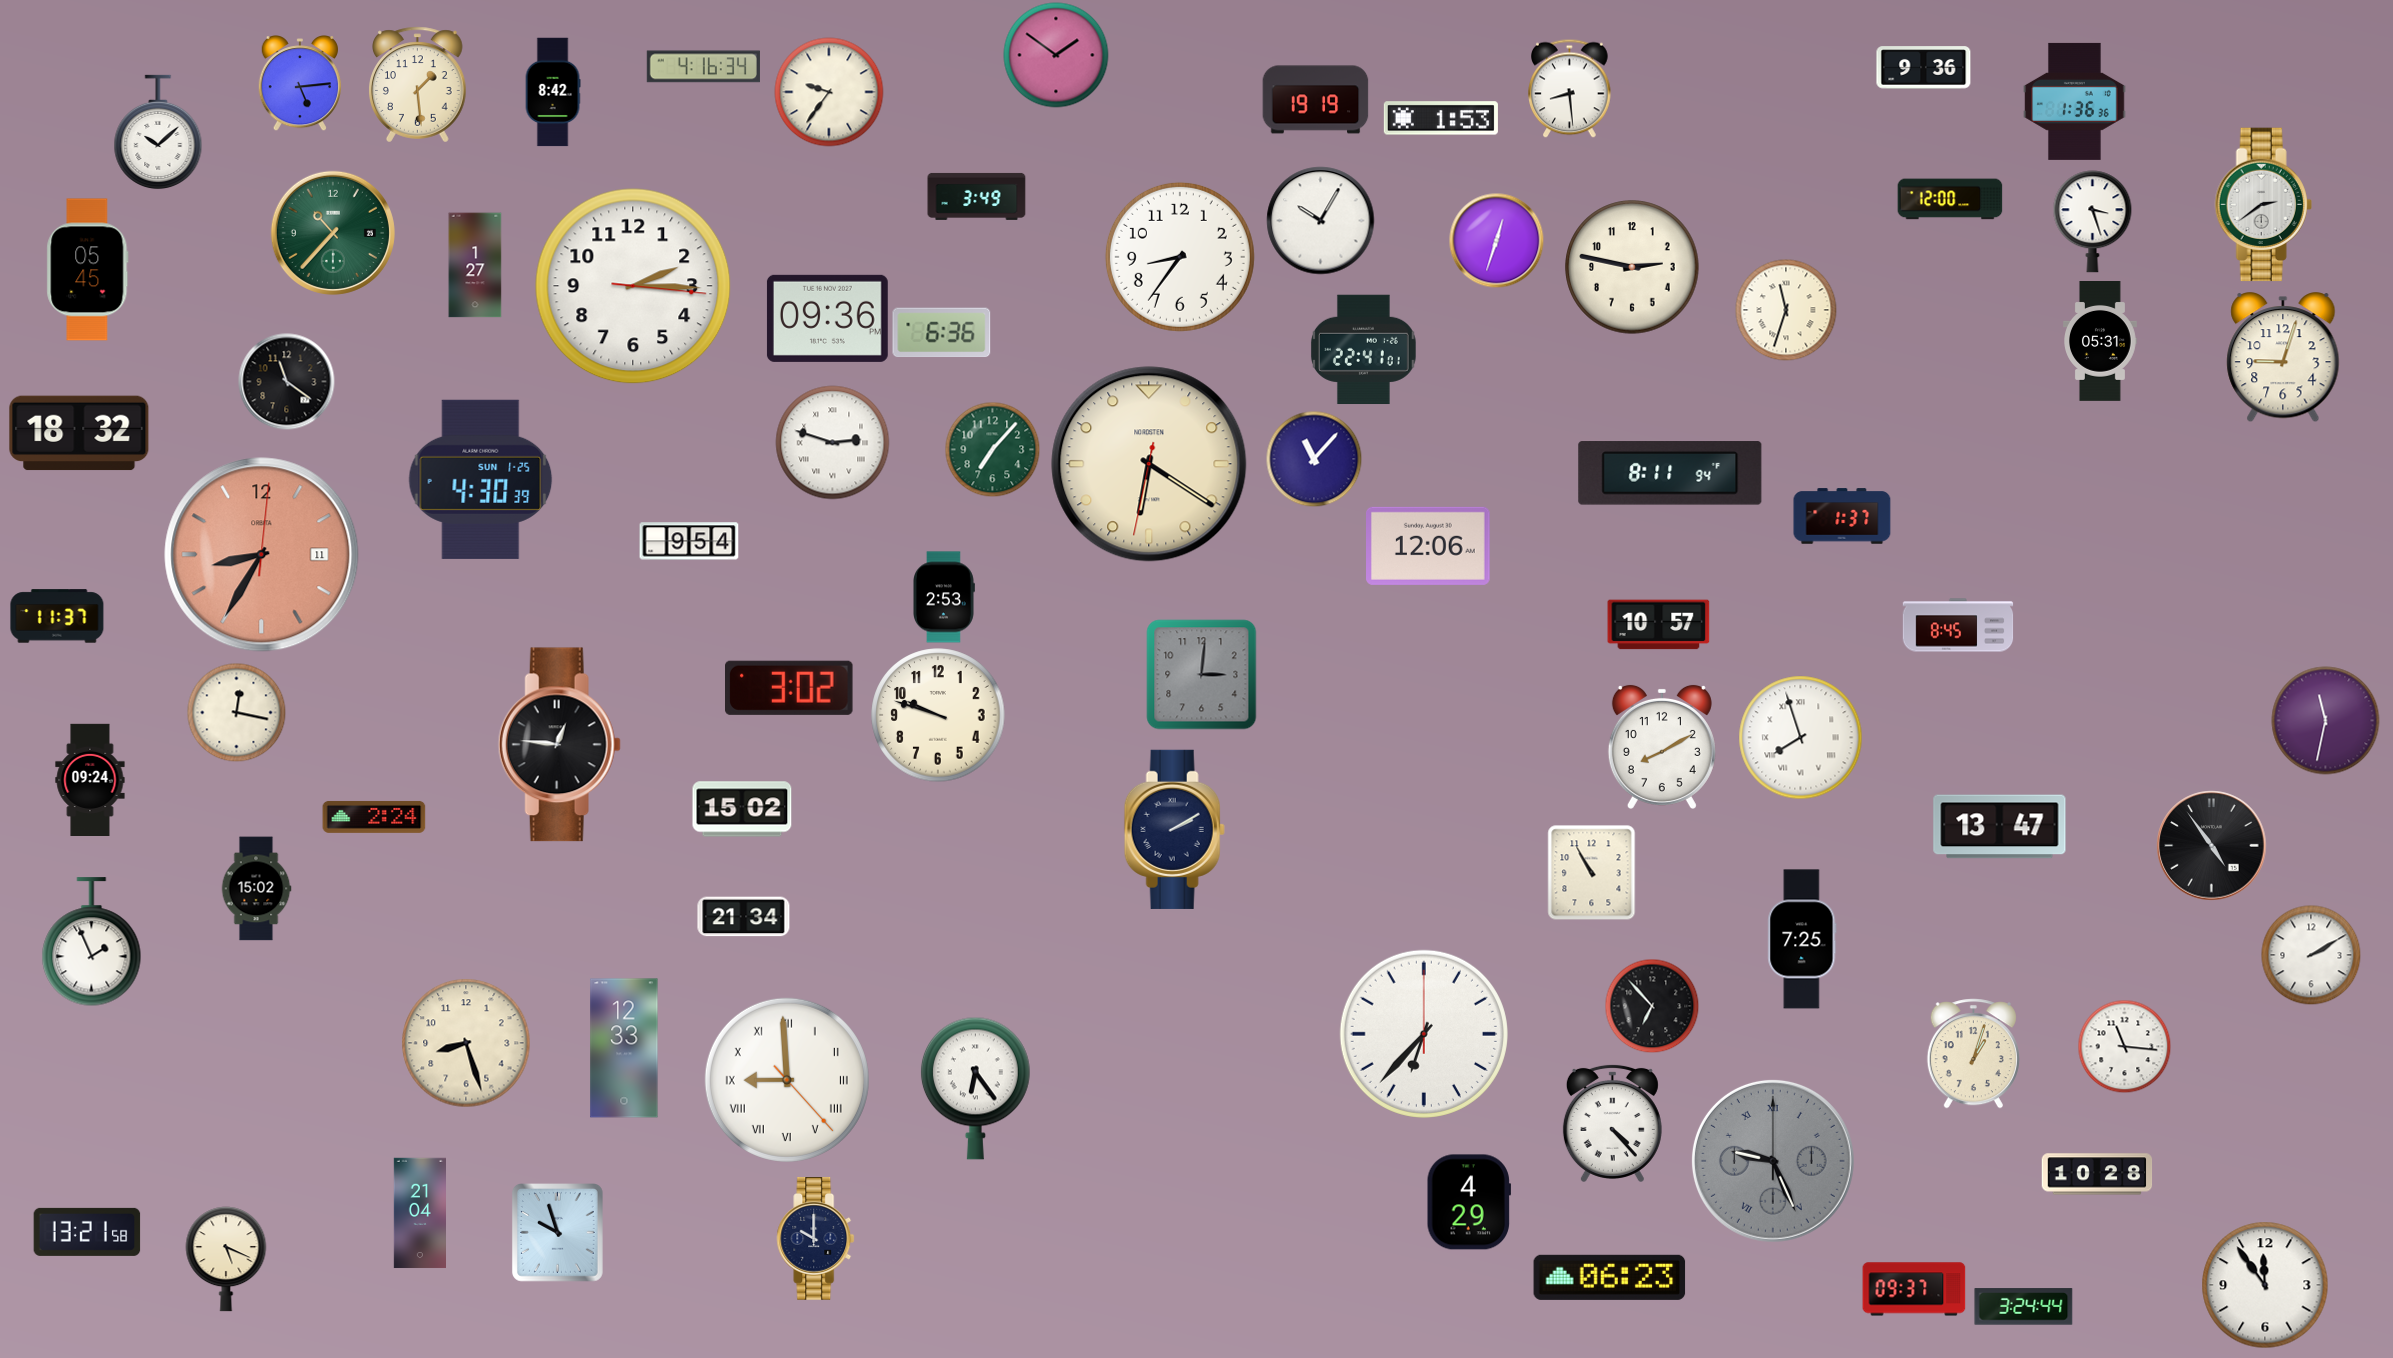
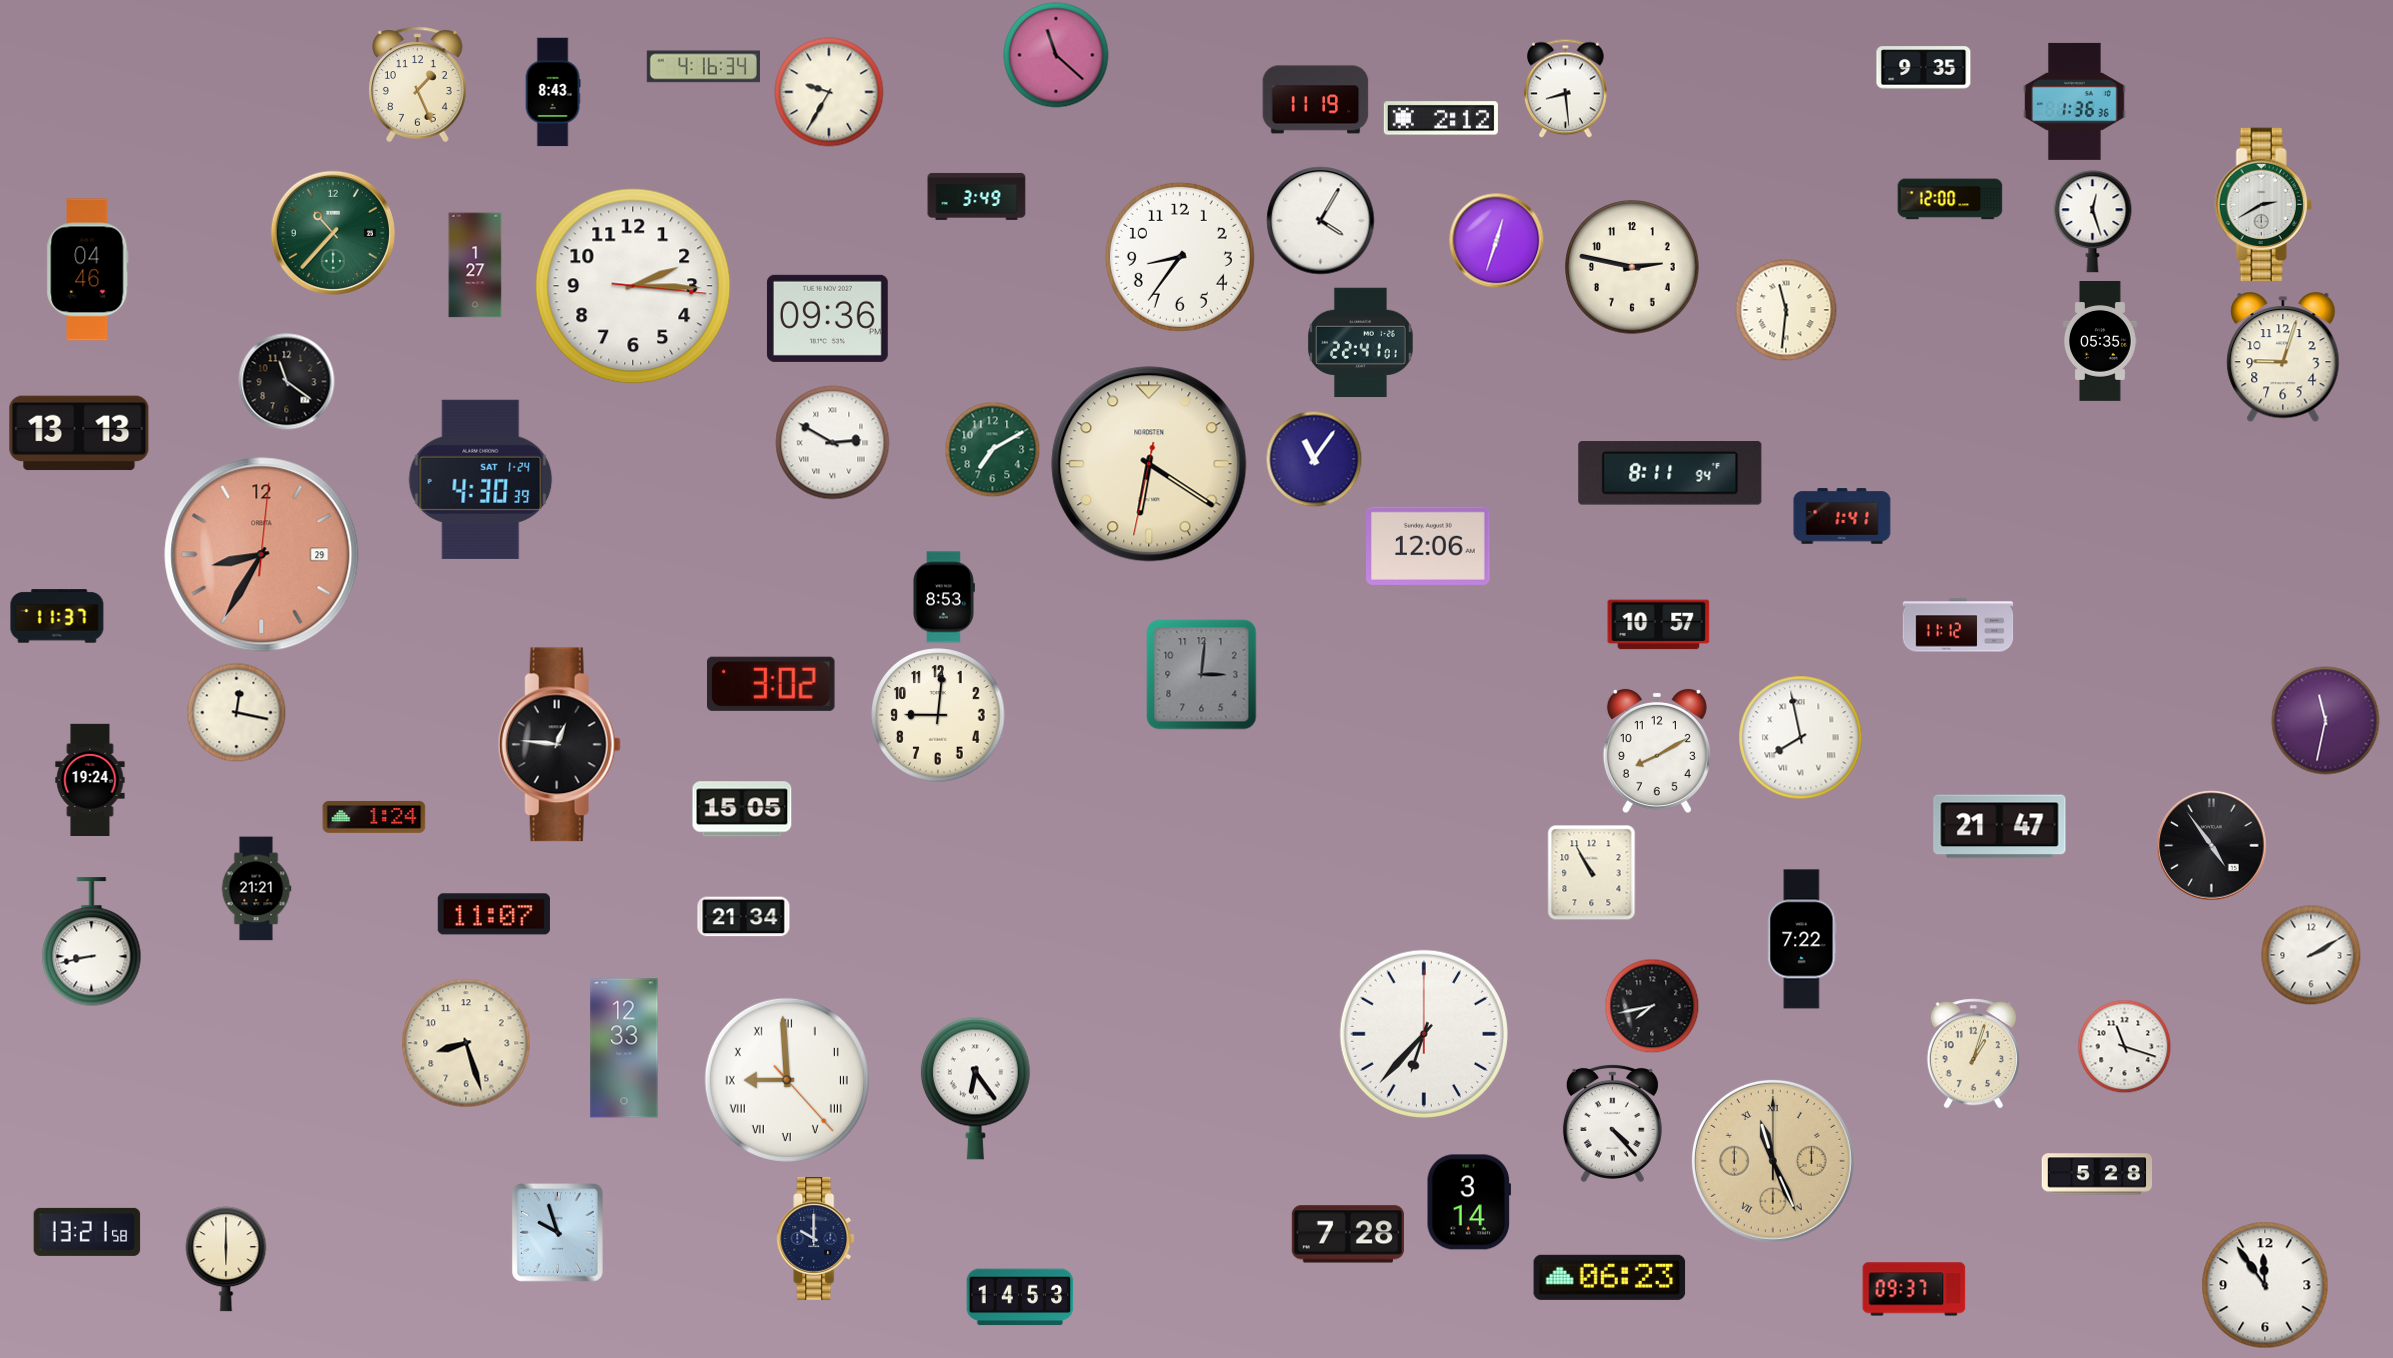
clock at (1056, 55): 1:51 -> 11:22
clock at (1924, 68): 9:36 -> 9:35
clock at (300, 84): 5:14 -> none
clock at (418, 85): 1:29 -> 1:26
clock at (1570, 88) position: (1570, 88) -> (1566, 88)
clock at (553, 92): 8:42 -> 8:43
clock at (829, 92): 9:36 -> 9:35
clock at (1316, 100): 19:19 -> 11:19
clock at (1441, 118): 1:53 -> 2:12
clock at (158, 132): 10:08 -> none
clock at (2263, 205): 2:39 -> 2:40
clock at (1321, 221): 10:05 -> 4:05
clock at (2093, 222): 3:27 -> 12:27
clock at (88, 270): 05:45 -> 04:46
clock at (1786, 310): 11:33 -> 11:31
clock at (942, 333): 6:36 -> none
clock at (2101, 342): 05:31 -> 05:35
clock at (1363, 350) position: (1363, 350) -> (1360, 343)
clock at (79, 433): 18:32 -> 13:13
clock at (833, 443): 2:48 -> 2:50
clock at (992, 449): 7:07 -> 7:10
clock at (1314, 459): 11:07 -> 11:06
clock at (481, 479) date: SUN 1-25 -> SAT 1-24
clock at (1842, 516): 1:37 -> 1:41
clock at (689, 541): 9:54 -> none
clock at (262, 555) date: 11 -> 29
clock at (944, 597): 2:53 -> 8:53
clock at (1958, 625): 8:45 -> 11:12
clock at (790, 688) position: (790, 688) -> (772, 684)
clock at (938, 715): 9:48 -> 9:01
clock at (1801, 738): 7:57 -> 7:58
clock at (1662, 747) position: (1662, 747) -> (1657, 751)
clock at (90, 779): 09:24 -> 19:24
clock at (742, 809): 15:02 -> 15:05
clock at (374, 817): 2:24 -> 1:24
clock at (2000, 827): 13:47 -> 21:47
clock at (1174, 829): 2:10 -> none
clock at (256, 889): 15:02 -> 21:21
clock at (494, 914): none -> 11:07
clock at (1802, 939): 7:25 -> 7:22
clock at (92, 942): 1:56 -> 8:43
clock at (1652, 1006): 6:53 -> 7:43
clock at (2124, 1046): 11:16 -> 11:18
clock at (1773, 1161): 9:26 -> 11:26
clock at (1773, 1161) dial: grey -> champagne
clock at (2097, 1174): 10:28 -> 5:28
clock at (1468, 1202): 4:29 -> 3:14
clock at (419, 1213): 21:04 -> none
clock at (1348, 1234): none -> 7:28
clock at (226, 1259): 5:19 -> 6:00
clock at (1020, 1297): none -> 14:53
clock at (2024, 1307): 3:24 -> none
